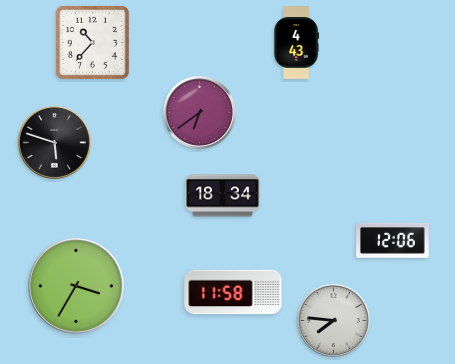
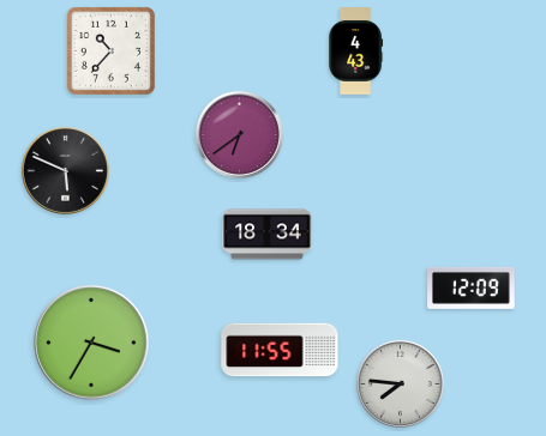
clock at (54, 142): 5:48 -> 5:49
clock at (393, 240): 12:06 -> 12:09
clock at (233, 292): 11:58 -> 11:55
